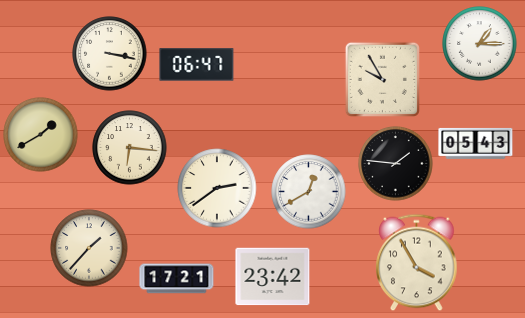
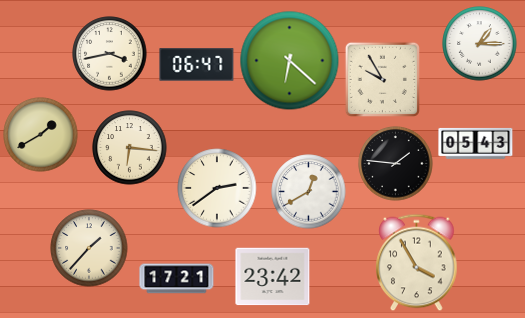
clock at (110, 54): 3:17 -> 3:43
clock at (290, 61): none -> 6:22
